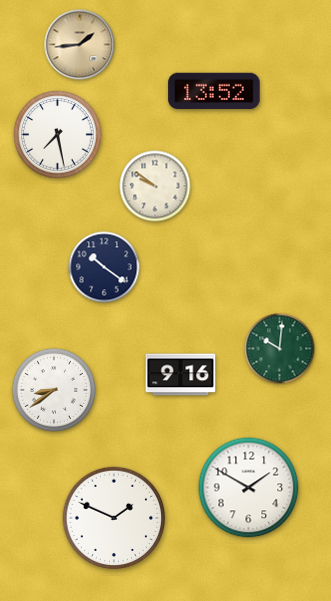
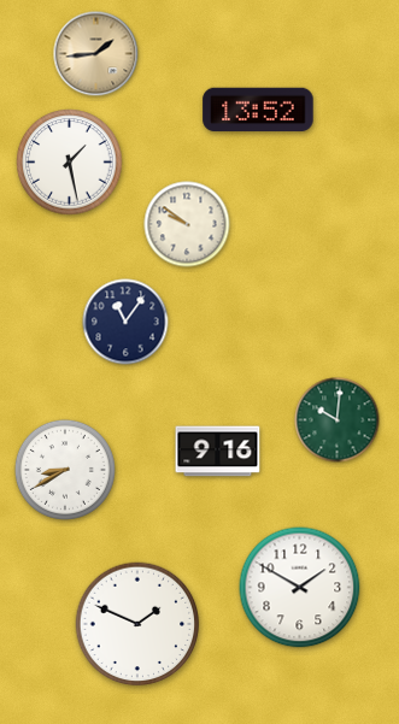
clock at (58, 135): 7:28 -> 1:28
clock at (104, 267): 10:21 -> 11:06
clock at (54, 390): 8:39 -> 8:40
